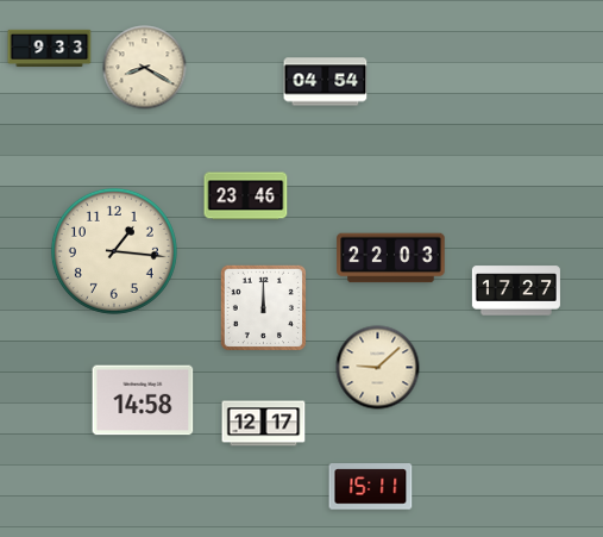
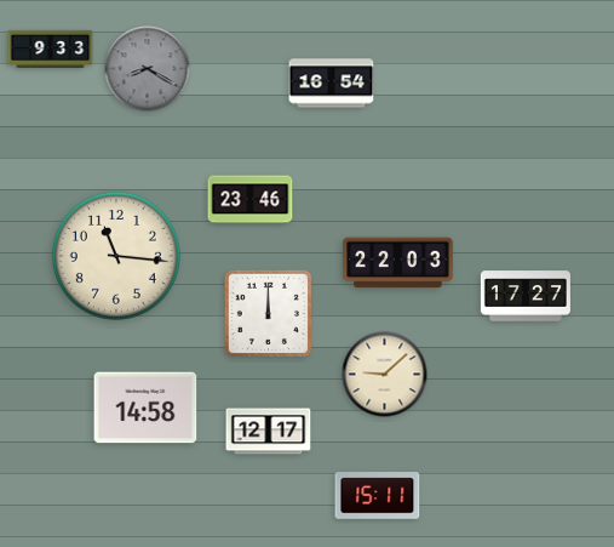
clock at (145, 68) dial: cream -> grey
clock at (326, 82): 04:54 -> 16:54
clock at (114, 251): 1:16 -> 11:16
